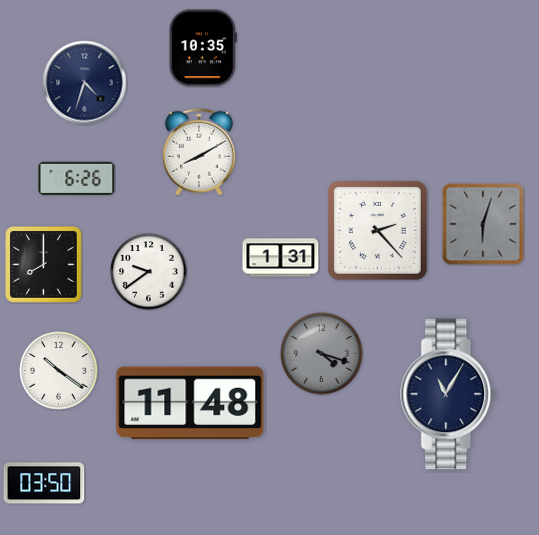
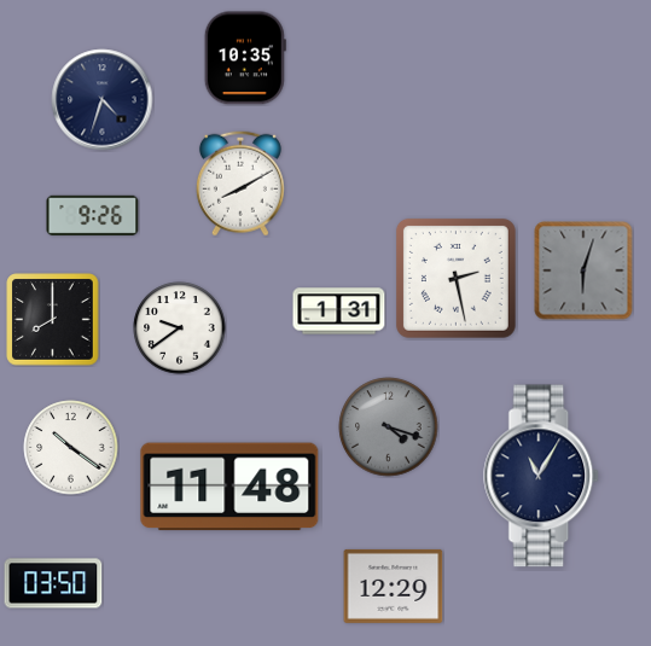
clock at (77, 178): 6:26 -> 9:26
clock at (377, 230): 2:23 -> 2:28
clock at (394, 586): none -> 12:29
